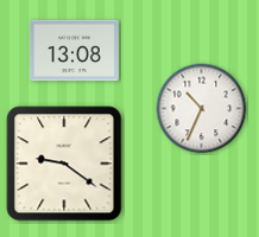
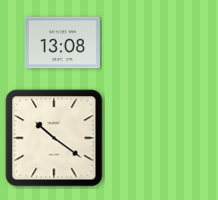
clock at (202, 109): 10:34 -> none
clock at (64, 164): 9:21 -> 10:21
